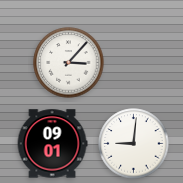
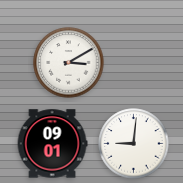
clock at (69, 63): 3:07 -> 3:10
